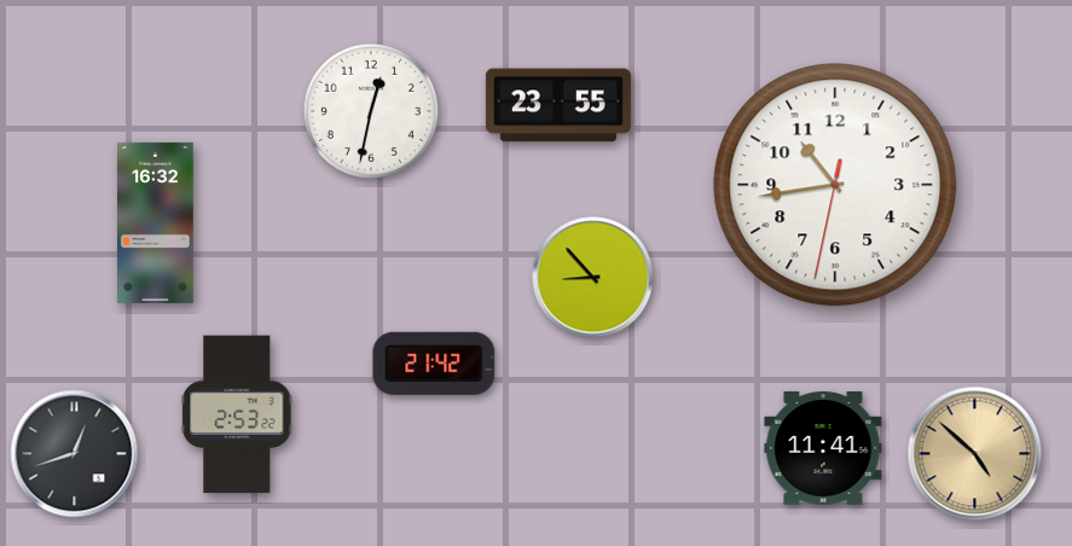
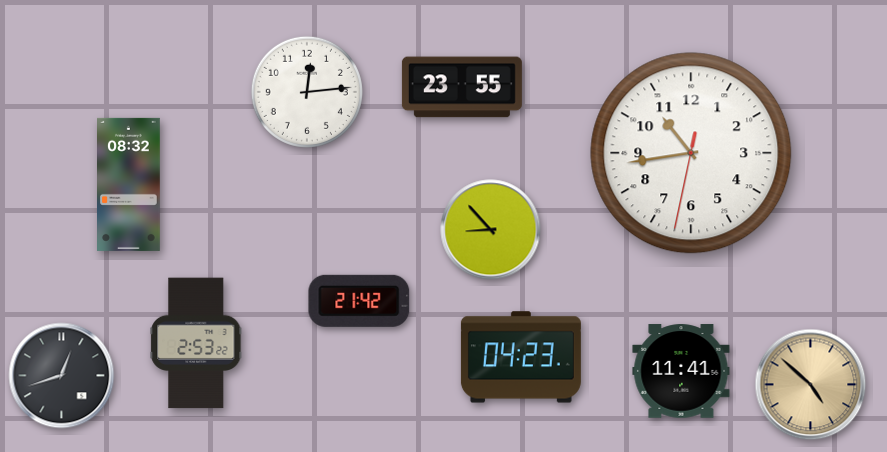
clock at (371, 111): 12:32 -> 12:14
clock at (156, 222): 16:32 -> 08:32
clock at (521, 357): none -> 04:23
clock at (975, 454) position: (975, 454) -> (811, 385)
